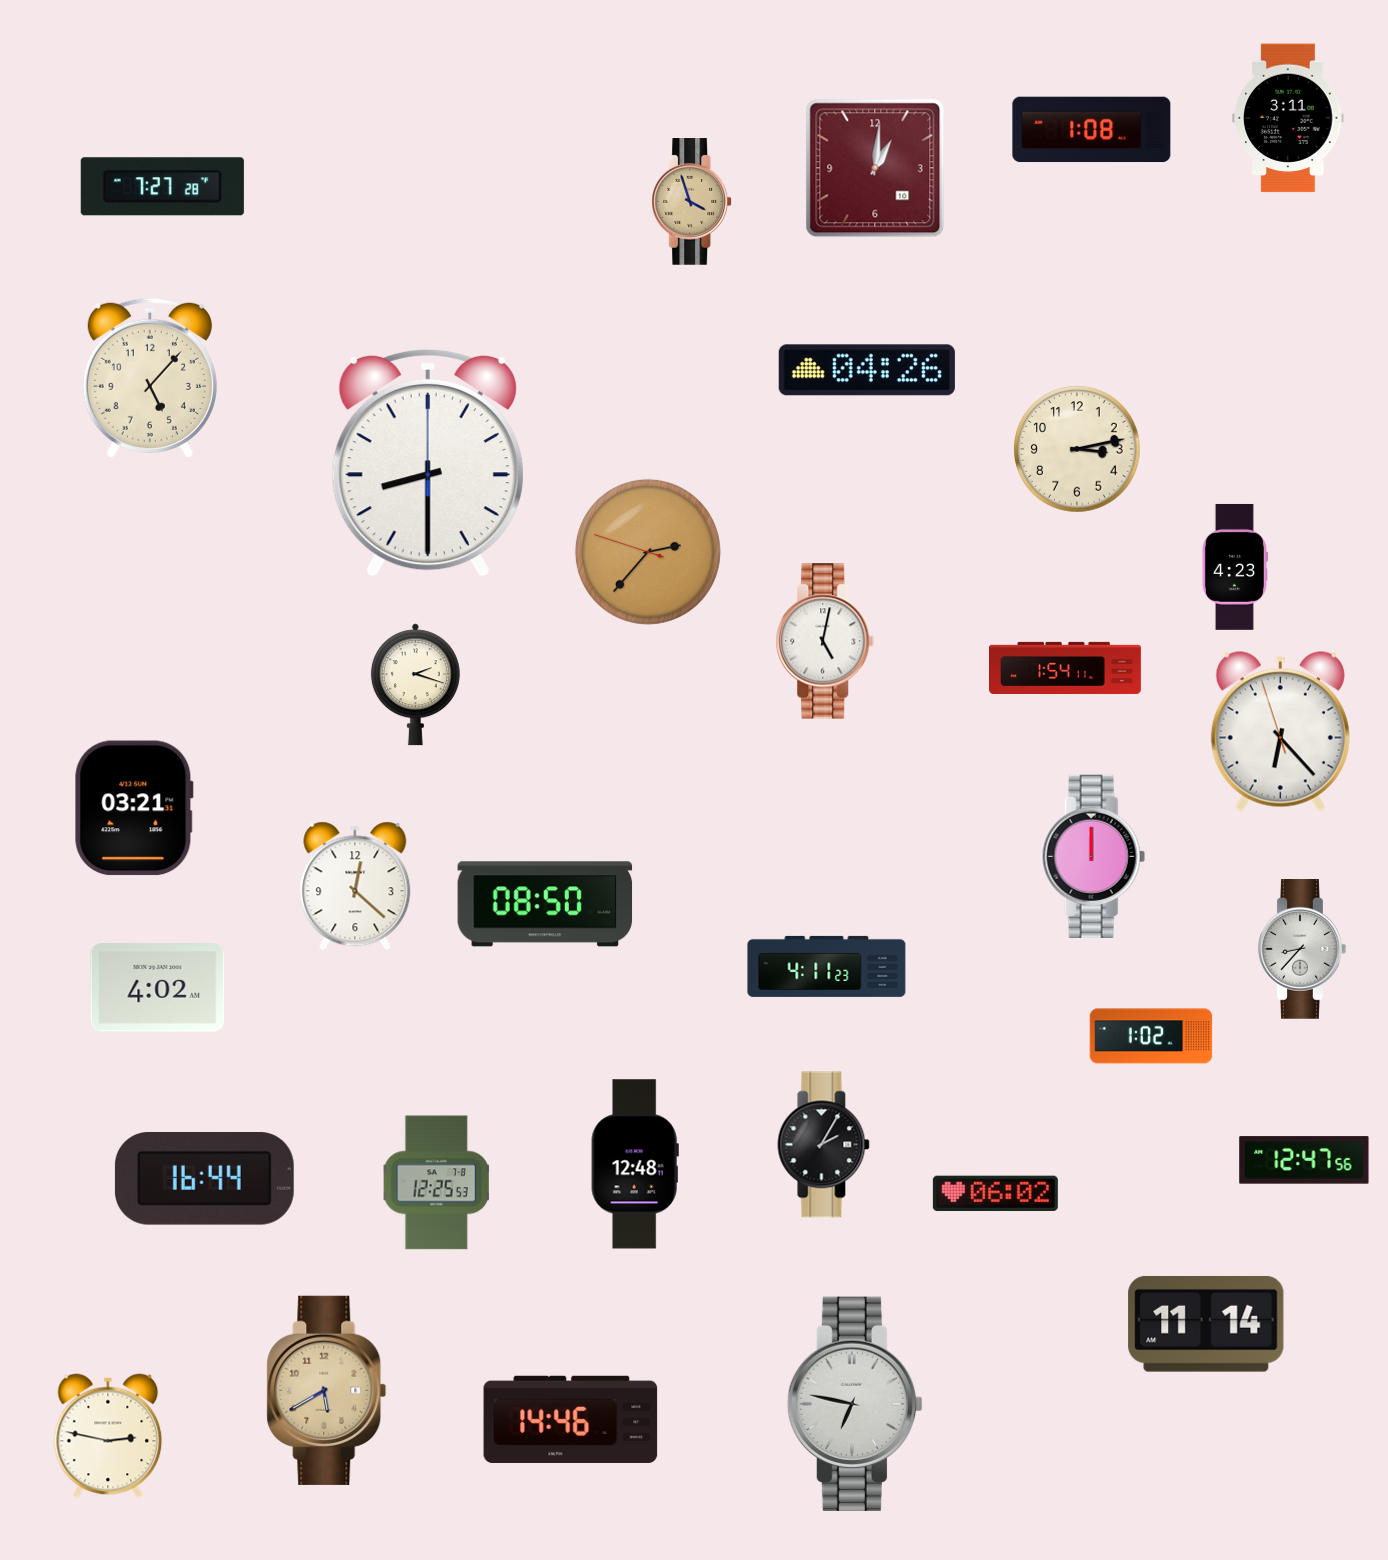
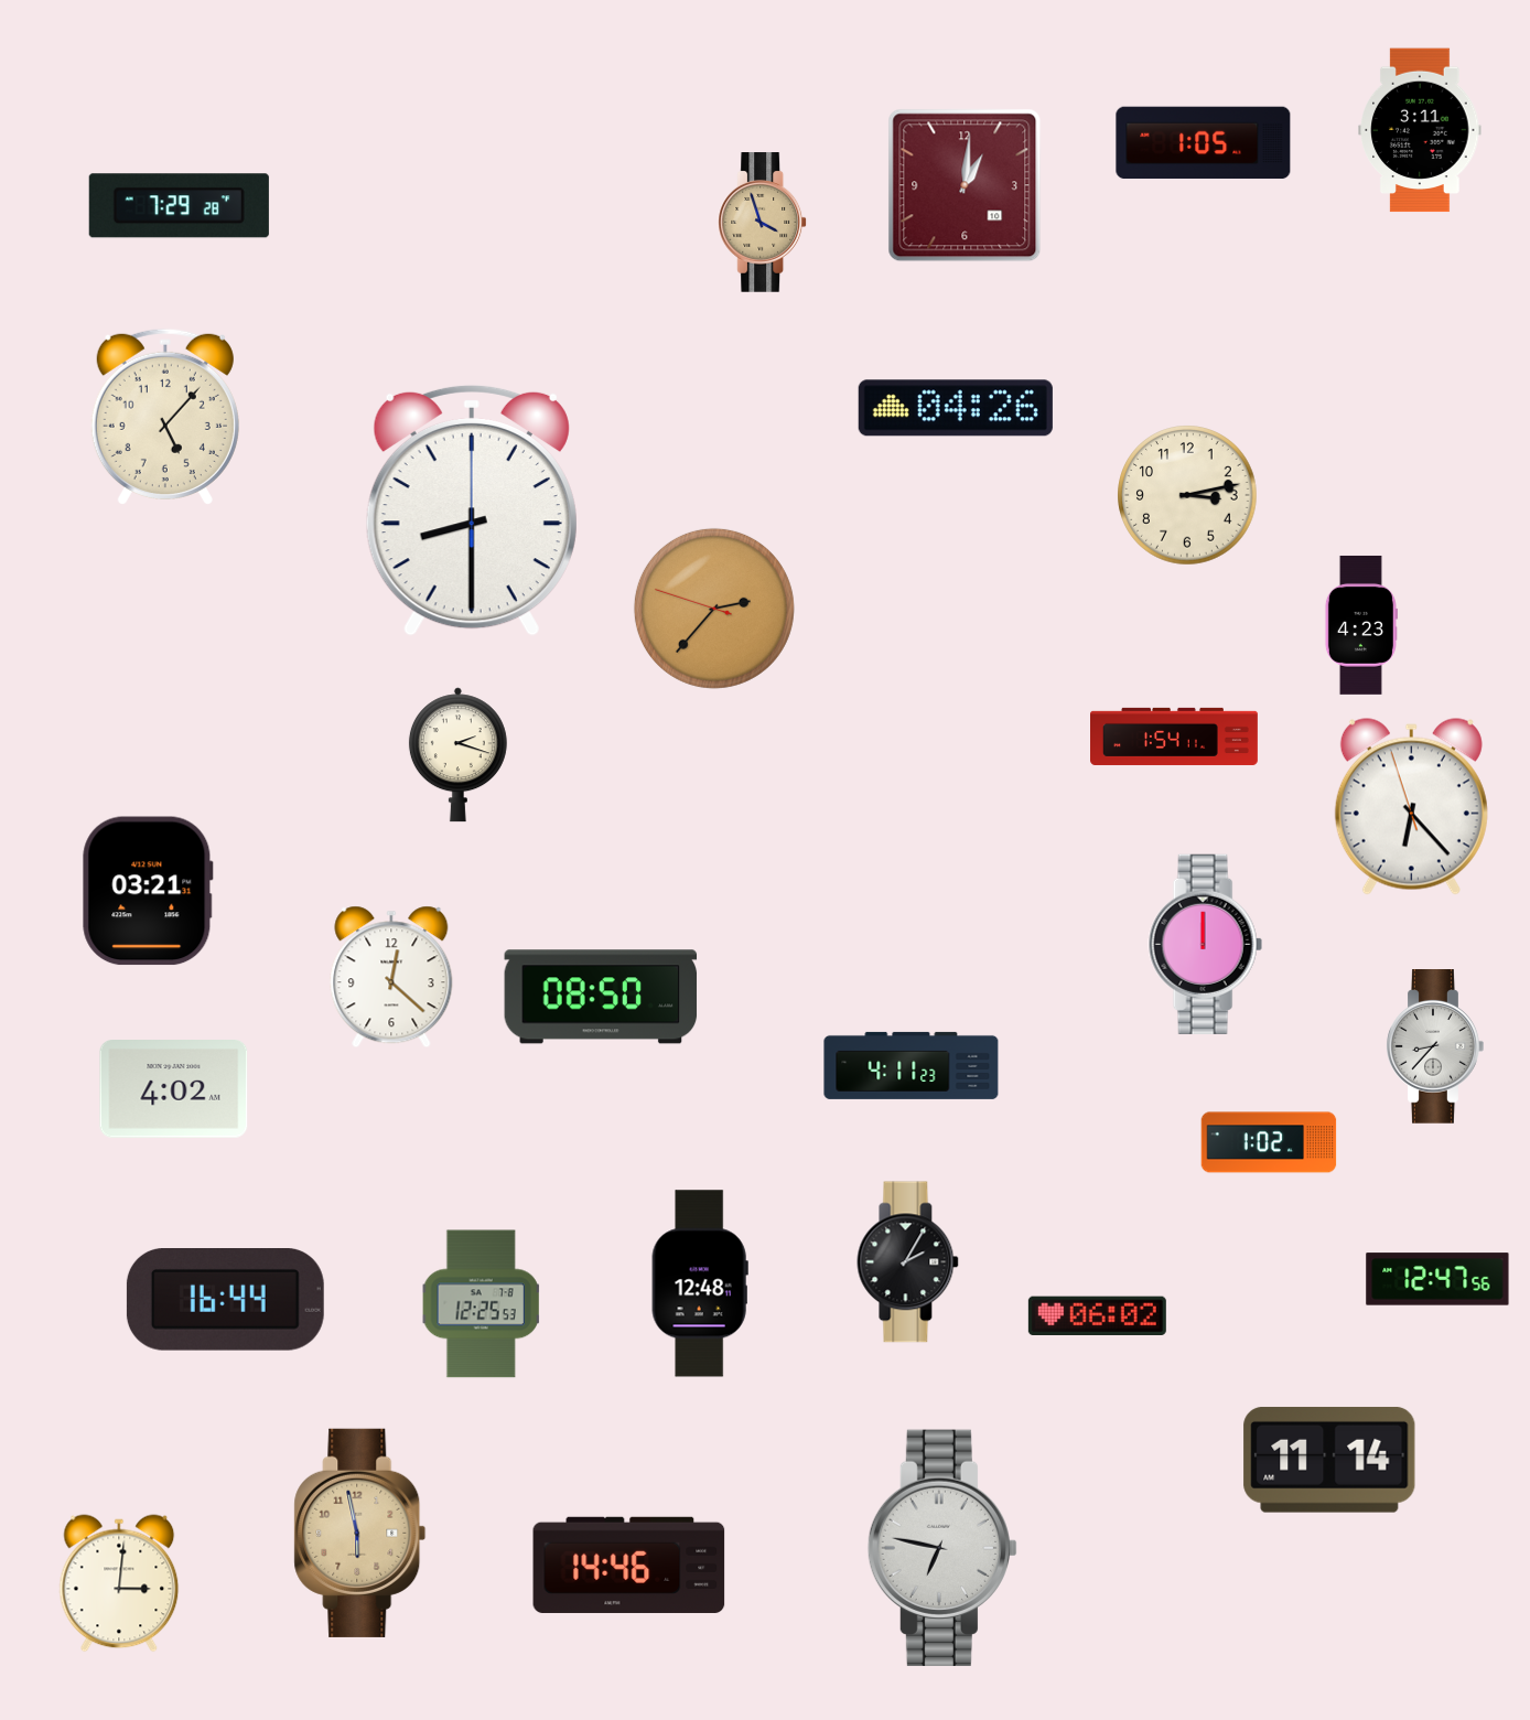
clock at (1092, 130): 1:08 -> 1:05
clock at (162, 187): 7:27 -> 7:29
clock at (825, 641): 5:02 -> none
clock at (327, 1390): 5:40 -> 5:58
clock at (108, 1436): 2:47 -> 3:01
